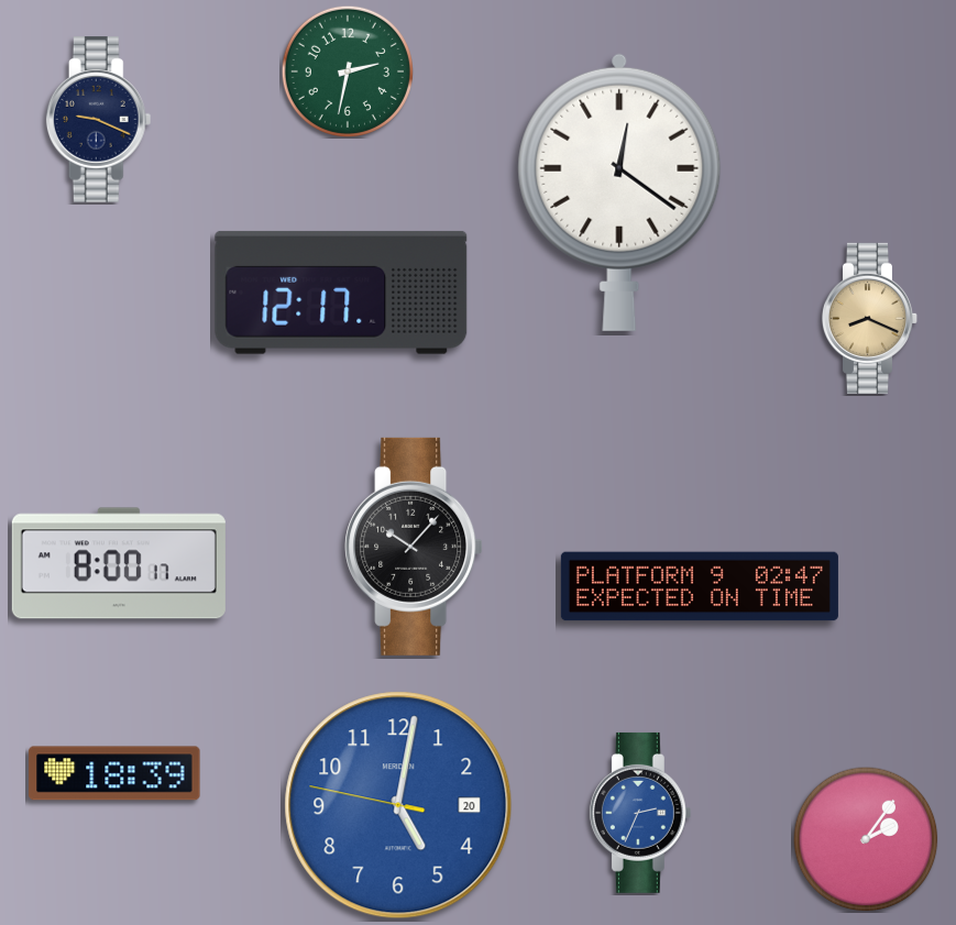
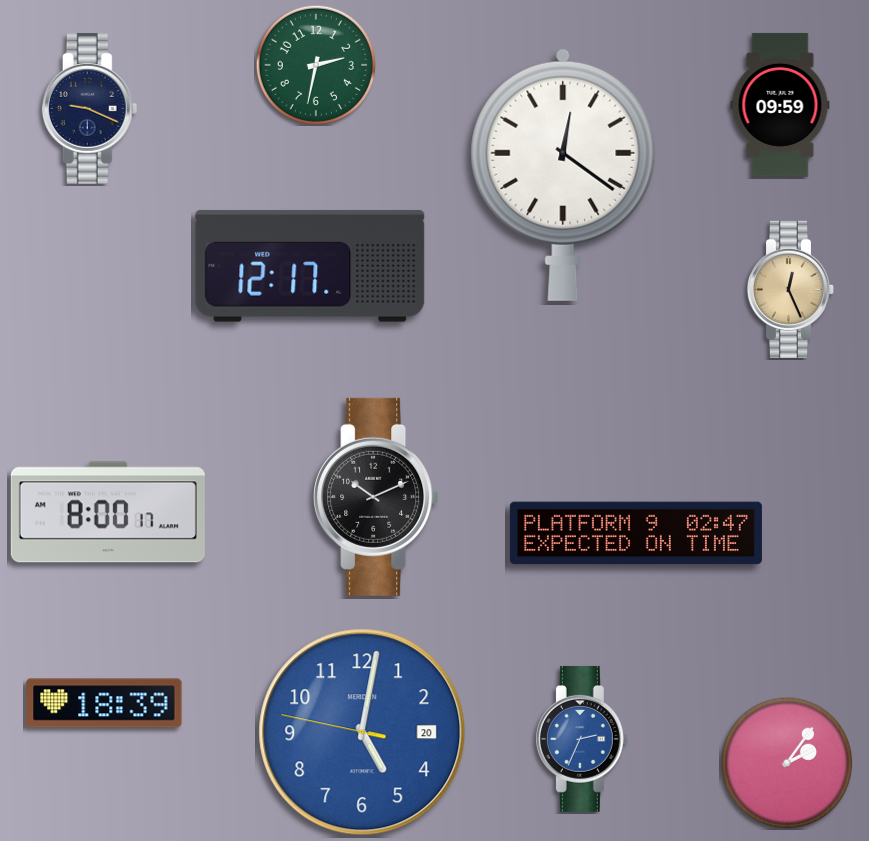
clock at (780, 105): none -> 09:59
clock at (870, 318): 8:19 -> 12:26
clock at (414, 547): 10:07 -> 10:11
